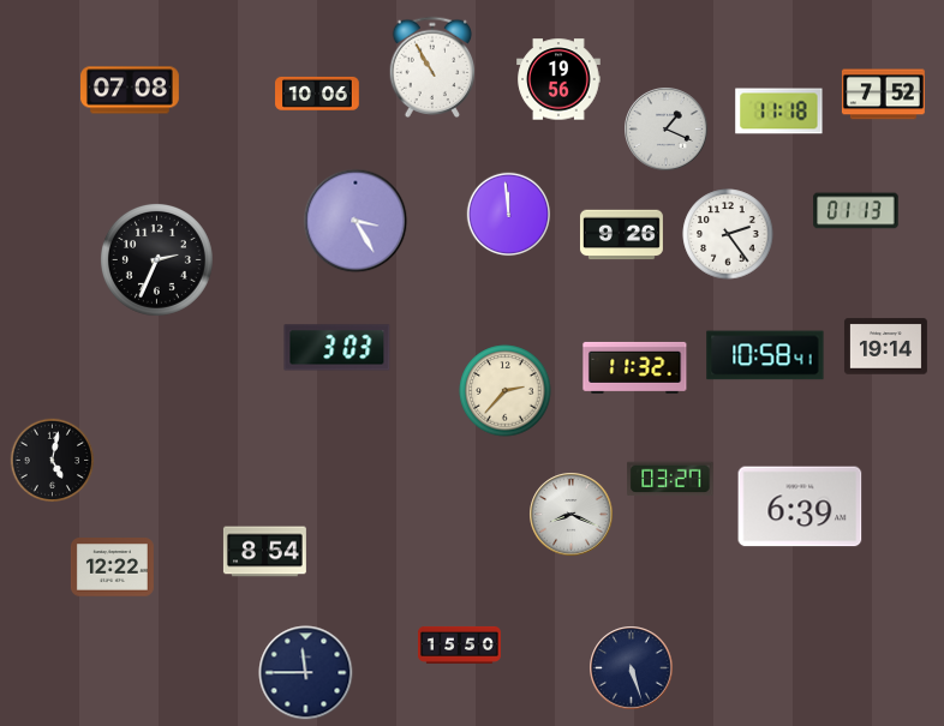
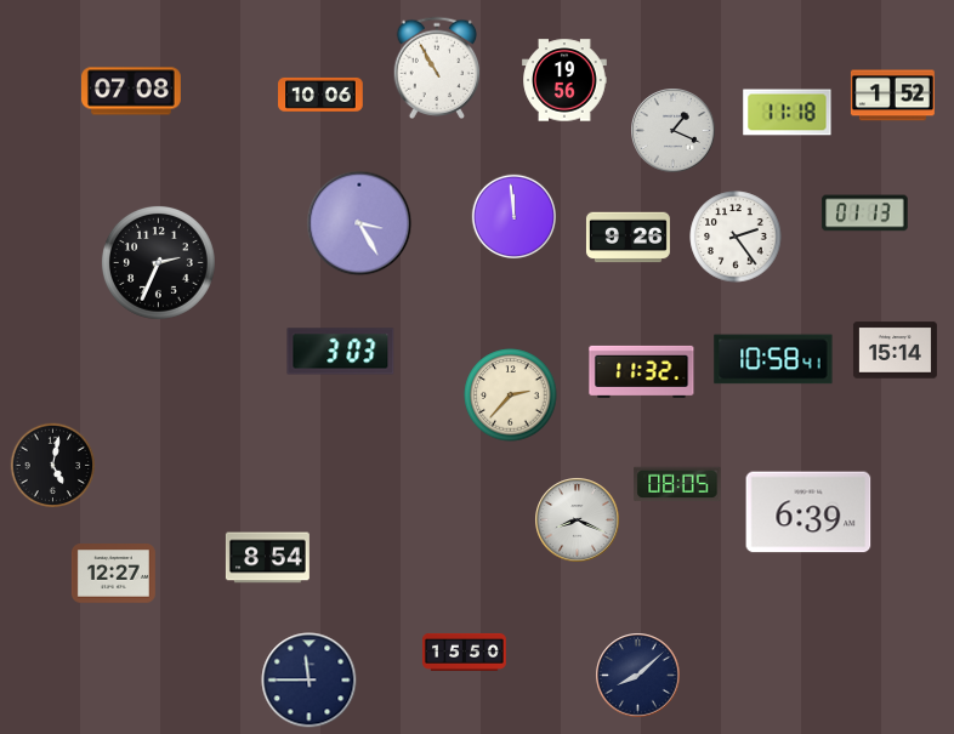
clock at (883, 95): 7:52 -> 1:52
clock at (885, 347): 19:14 -> 15:14
clock at (670, 479): 03:27 -> 08:05
clock at (112, 568): 12:22 -> 12:27
clock at (632, 668): 5:27 -> 8:08
